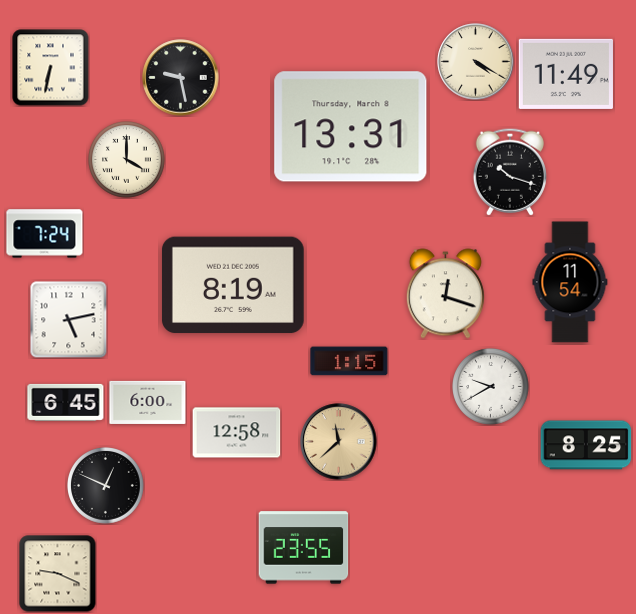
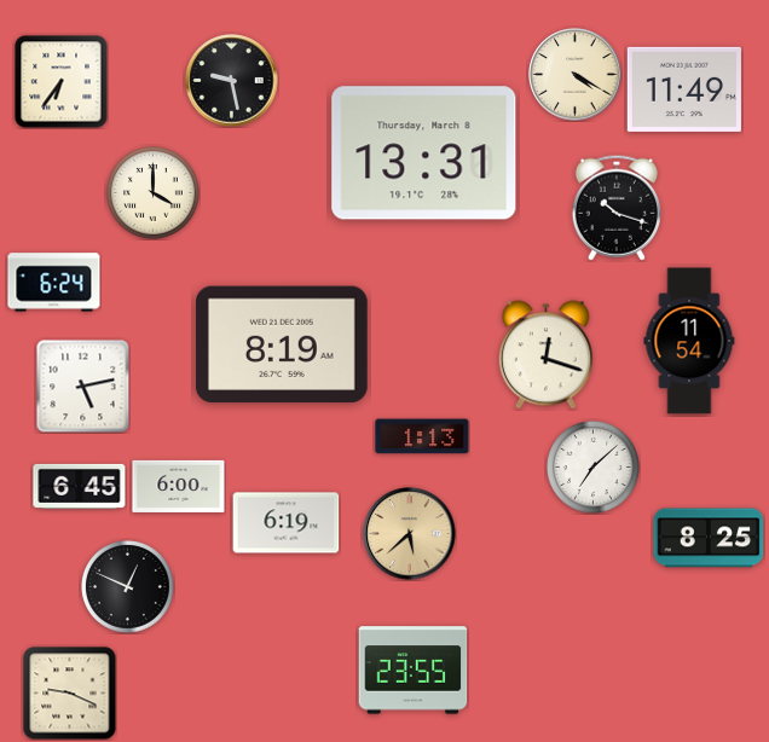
clock at (51, 68): 6:32 -> 6:36
clock at (181, 78) position: (181, 78) -> (232, 81)
clock at (45, 234): 7:24 -> 6:24
clock at (445, 294) position: (445, 294) -> (545, 355)
clock at (349, 361): 1:15 -> 1:13
clock at (491, 387): 9:40 -> 7:08
clock at (237, 433): 12:58 -> 6:19
clock at (339, 442): 11:38 -> 5:38
clock at (304, 548) position: (304, 548) -> (414, 671)
